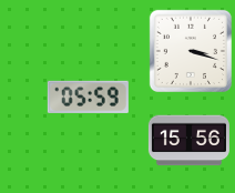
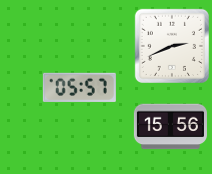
clock at (191, 51): 3:18 -> 2:41
clock at (88, 96): 05:59 -> 05:57
